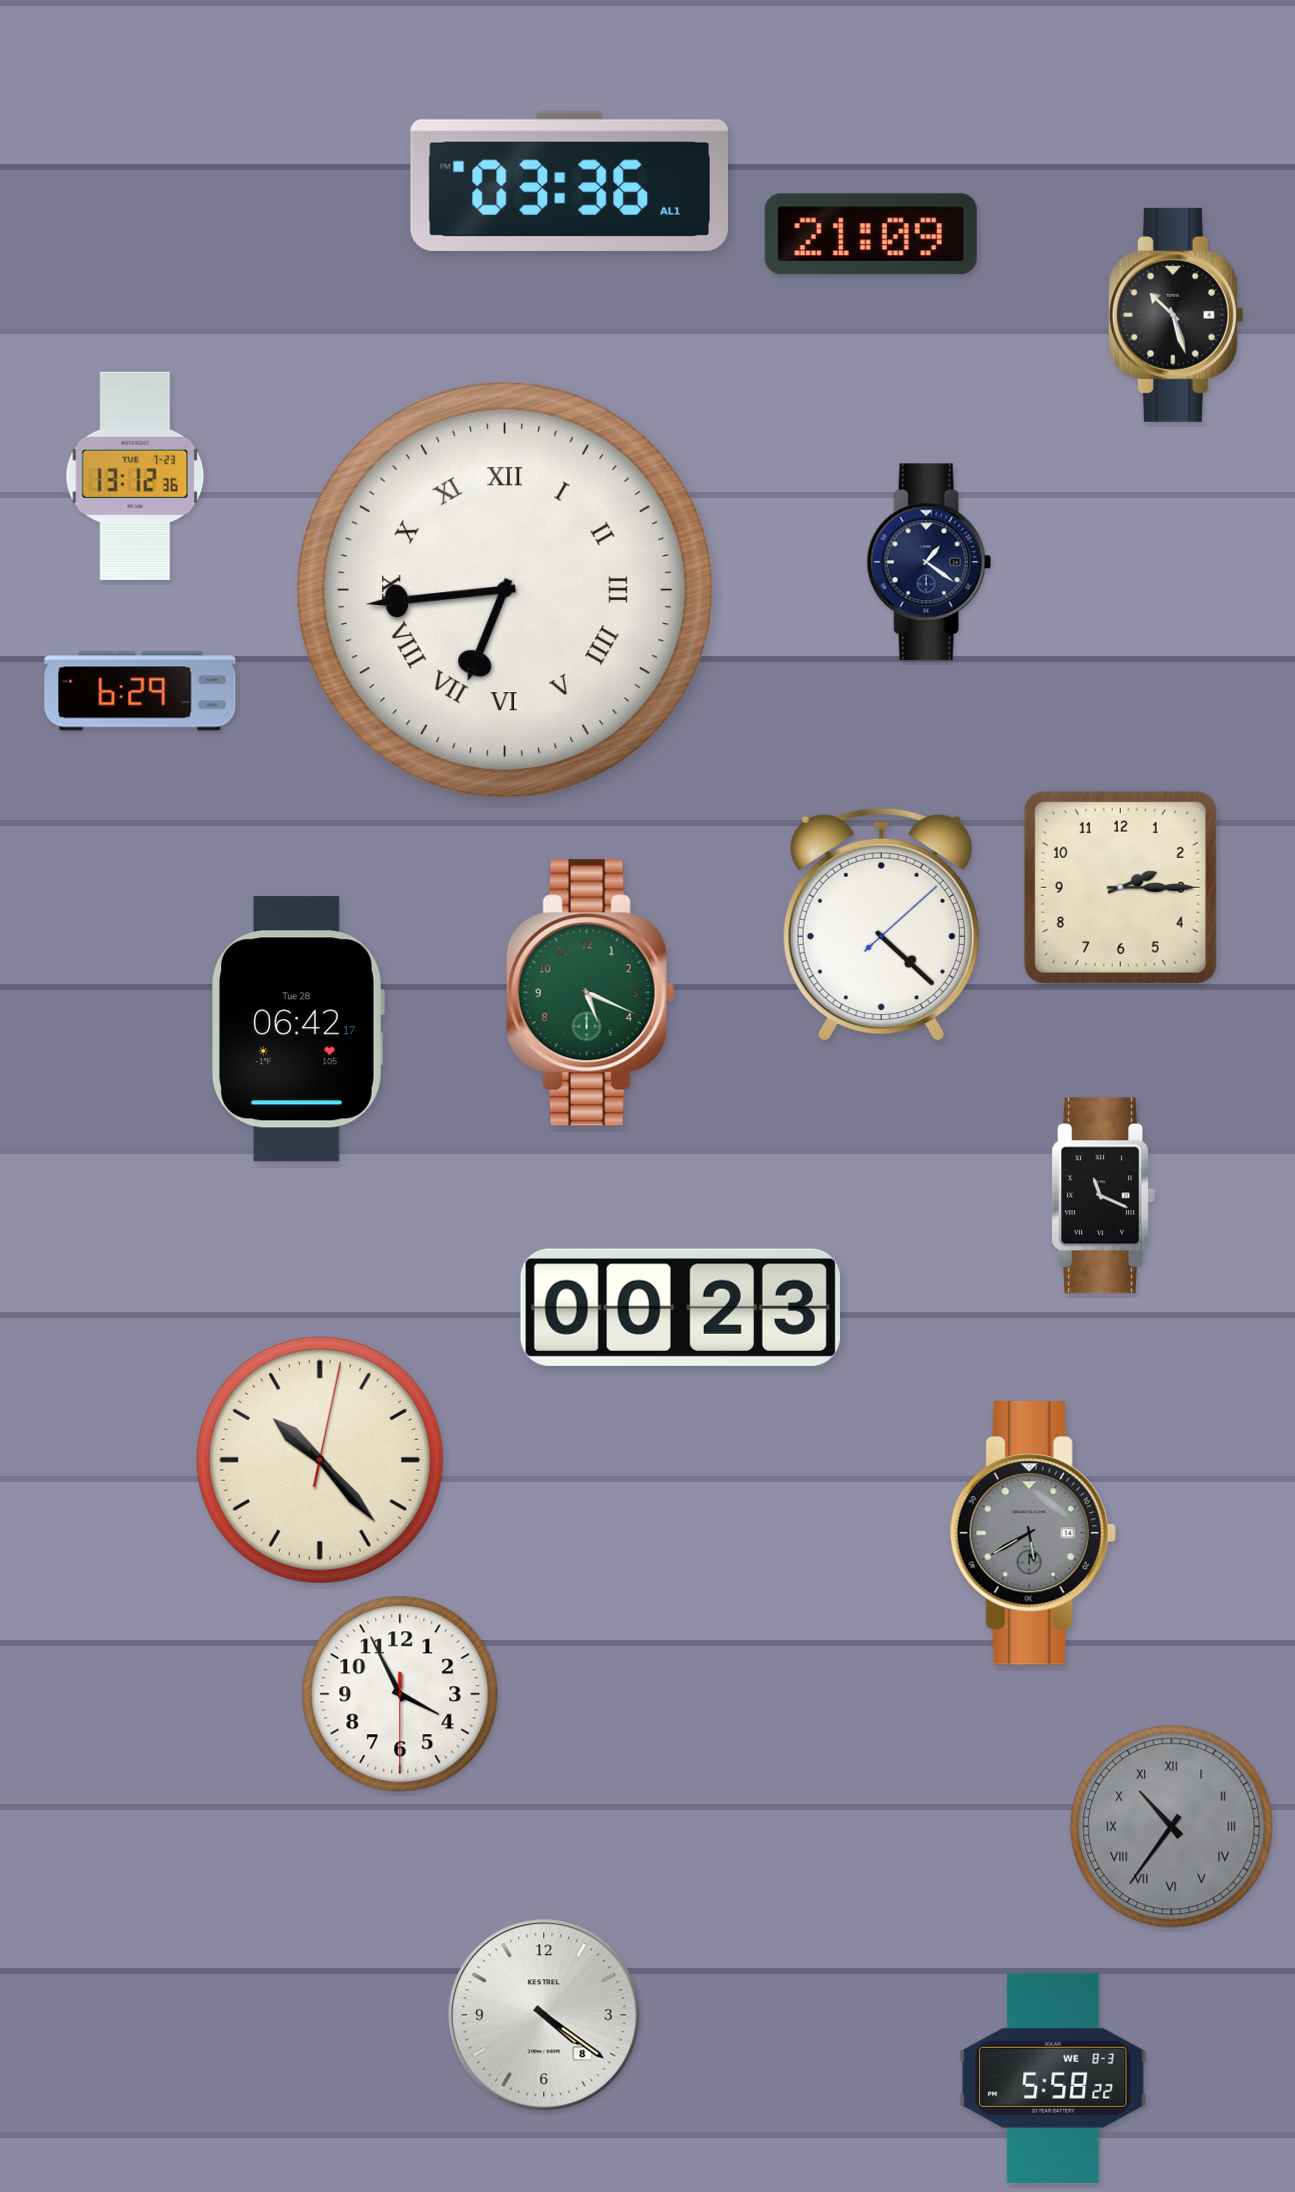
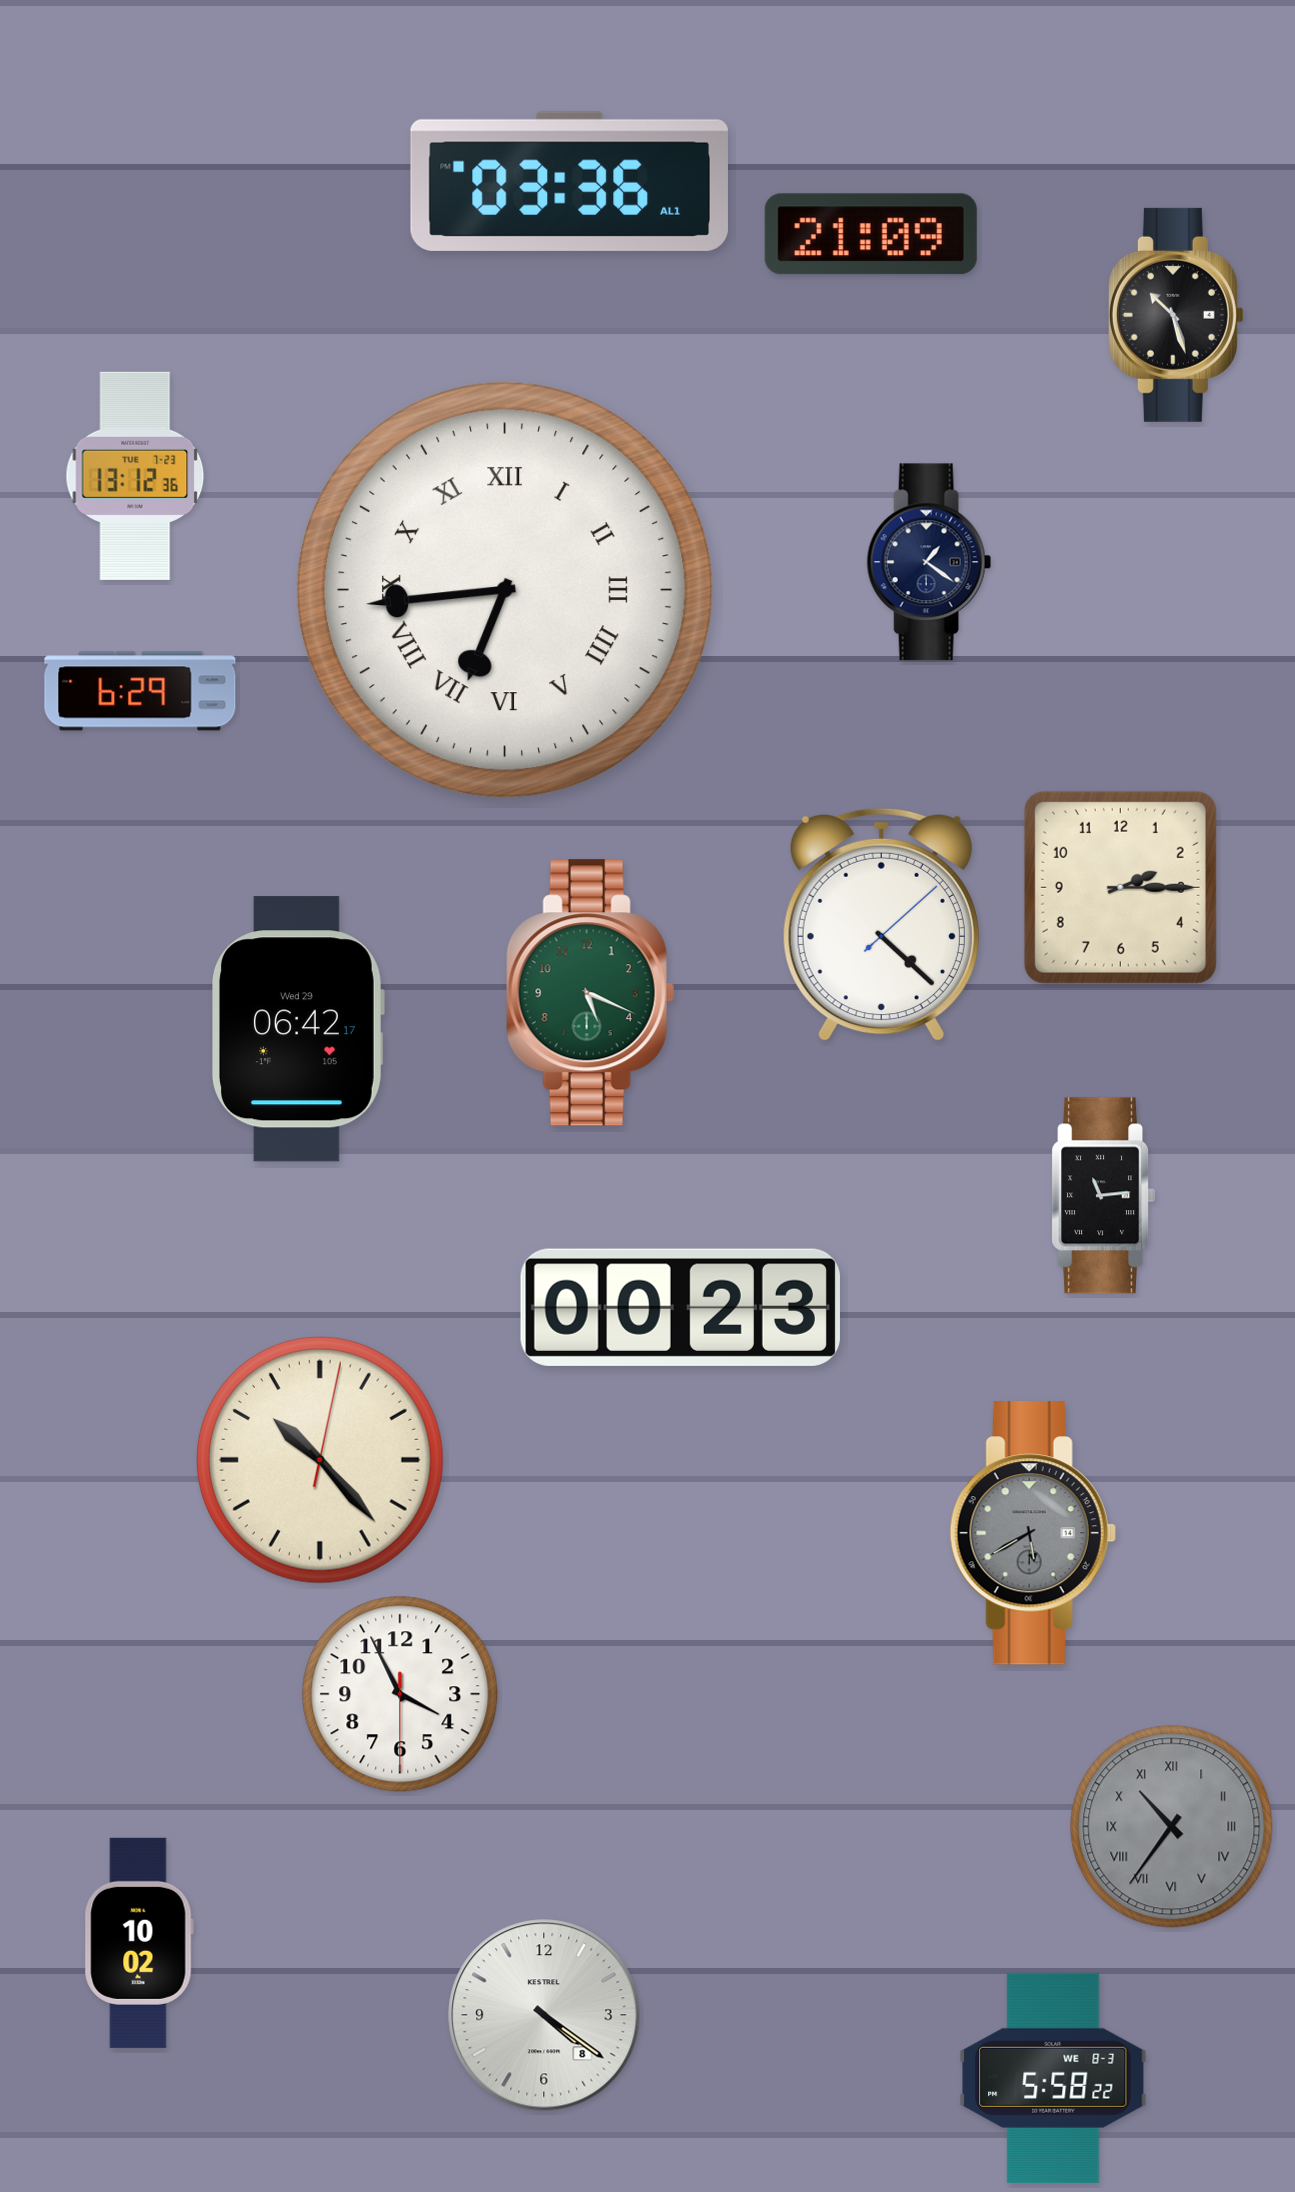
clock at (298, 1029) date: Tue 28 -> Wed 29
clock at (1103, 1196): 11:19 -> 11:14
clock at (139, 1943): none -> 10:02
